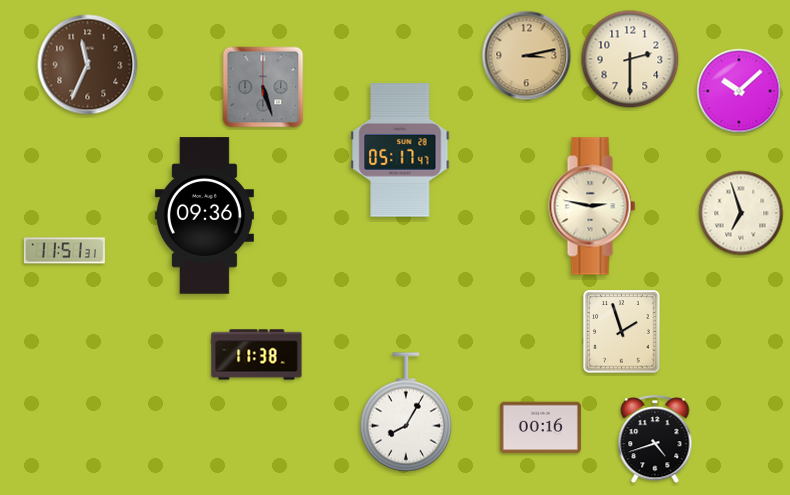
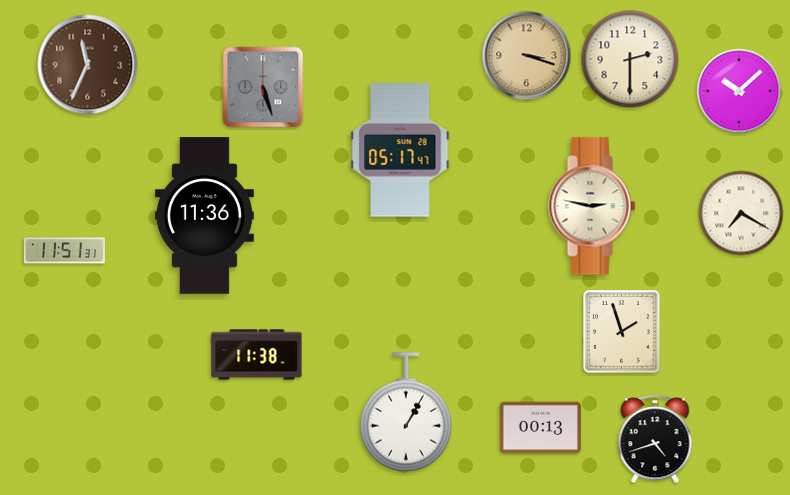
clock at (527, 56): 3:13 -> 3:18
clock at (741, 213): 6:57 -> 7:20
clock at (204, 216): 09:36 -> 11:36
clock at (406, 412): 8:05 -> 1:05
clock at (540, 428): 00:16 -> 00:13
